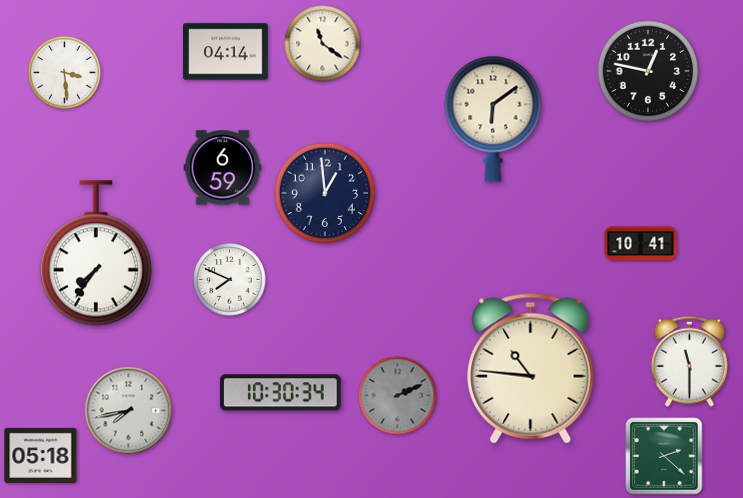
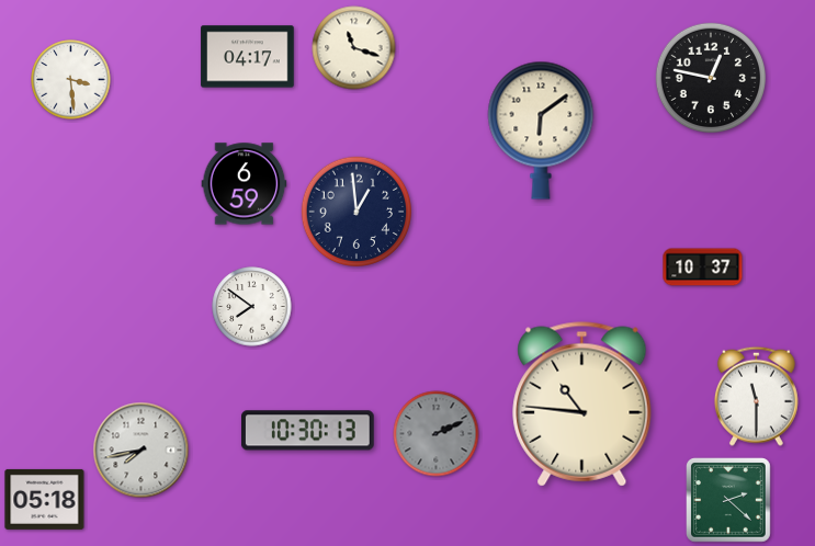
clock at (323, 44): 11:21 -> 11:18
clock at (226, 52): 04:14 -> 04:17
clock at (641, 244): 10:41 -> 10:37
clock at (96, 253): 7:36 -> none
clock at (230, 280): 7:49 -> 7:51
clock at (280, 393): 10:30:34 -> 10:30:13
